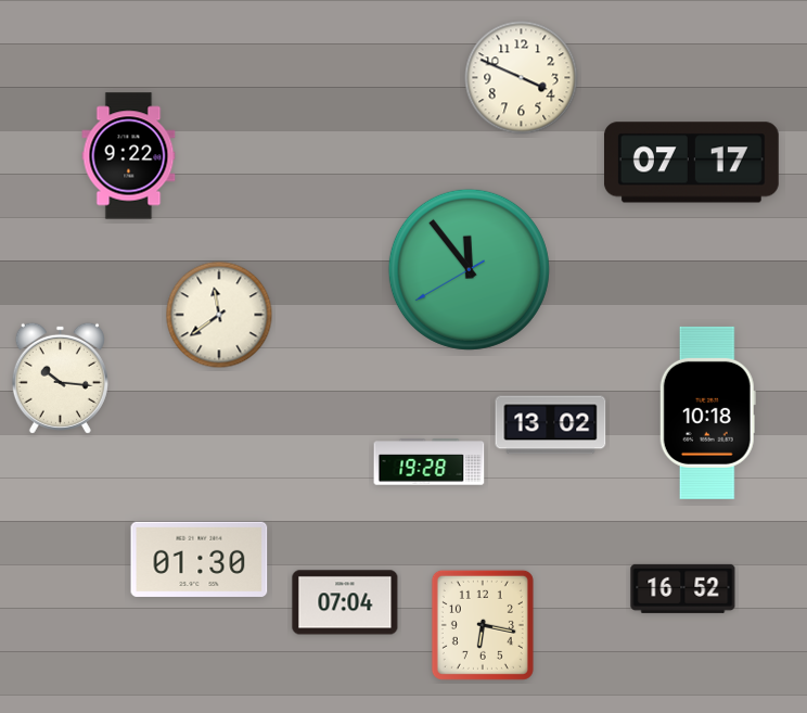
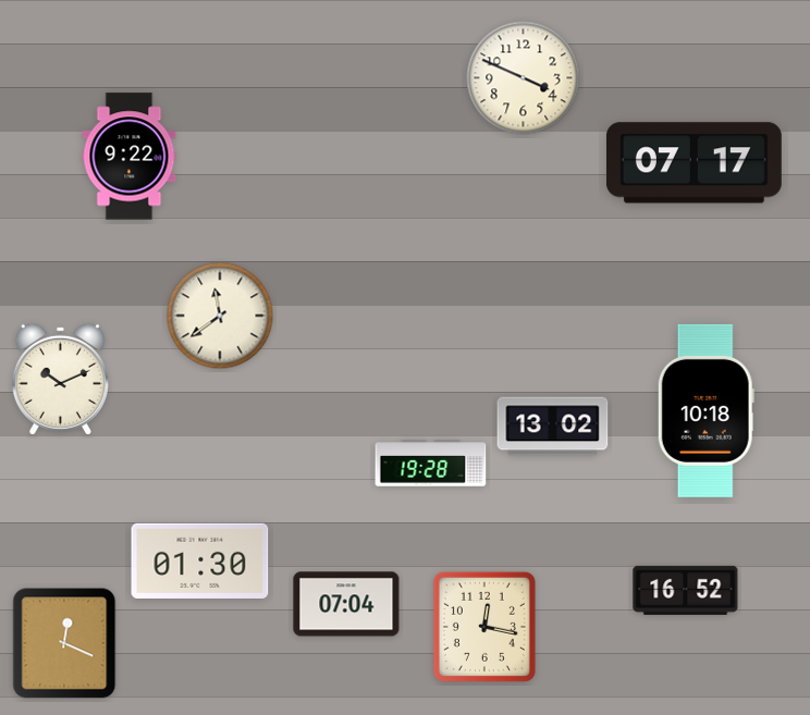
clock at (469, 269): 11:53 -> none
clock at (60, 378): 10:16 -> 10:11
clock at (707, 412) position: (707, 412) -> (705, 410)
clock at (483, 625): 6:17 -> 12:17
clock at (64, 643): none -> 12:19
